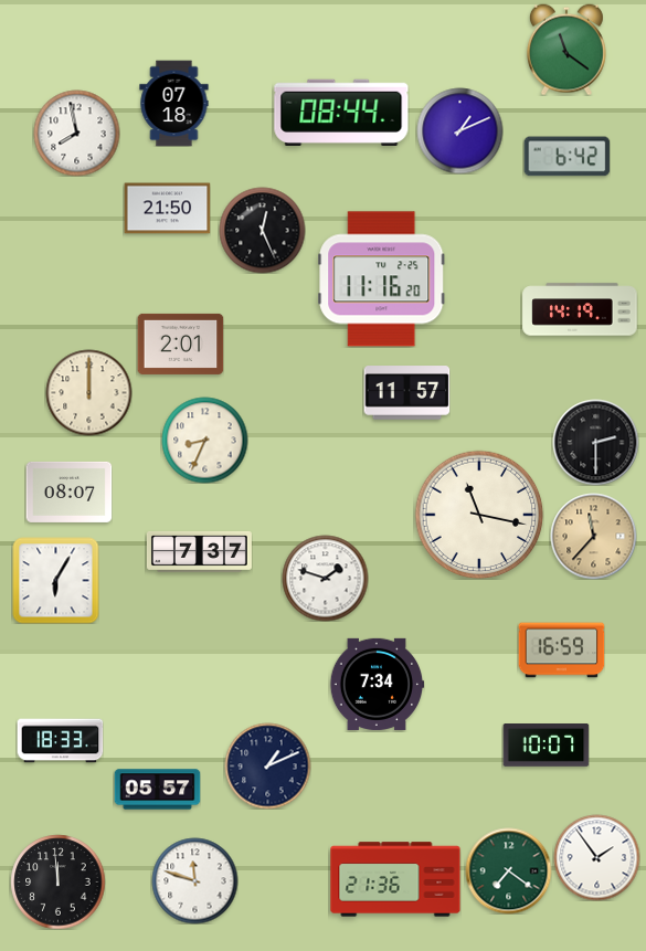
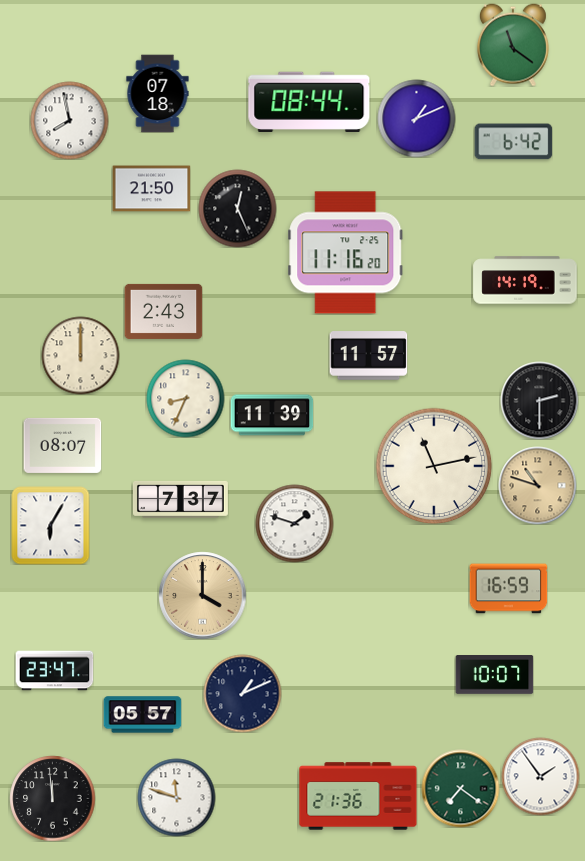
clock at (180, 344): 2:01 -> 2:43
clock at (272, 415): none -> 11:39
clock at (479, 515): 11:17 -> 11:13
clock at (593, 536): 11:37 -> 10:48
clock at (202, 595): none -> 4:00
clock at (377, 684): 7:34 -> none
clock at (60, 741): 18:33 -> 23:47
